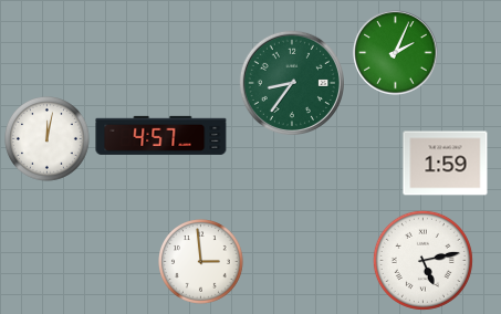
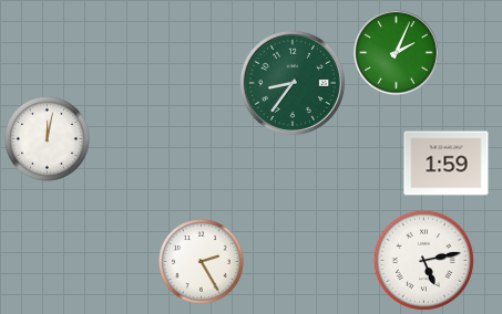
clock at (161, 135): 4:57 -> none
clock at (201, 262): 2:59 -> 2:25
